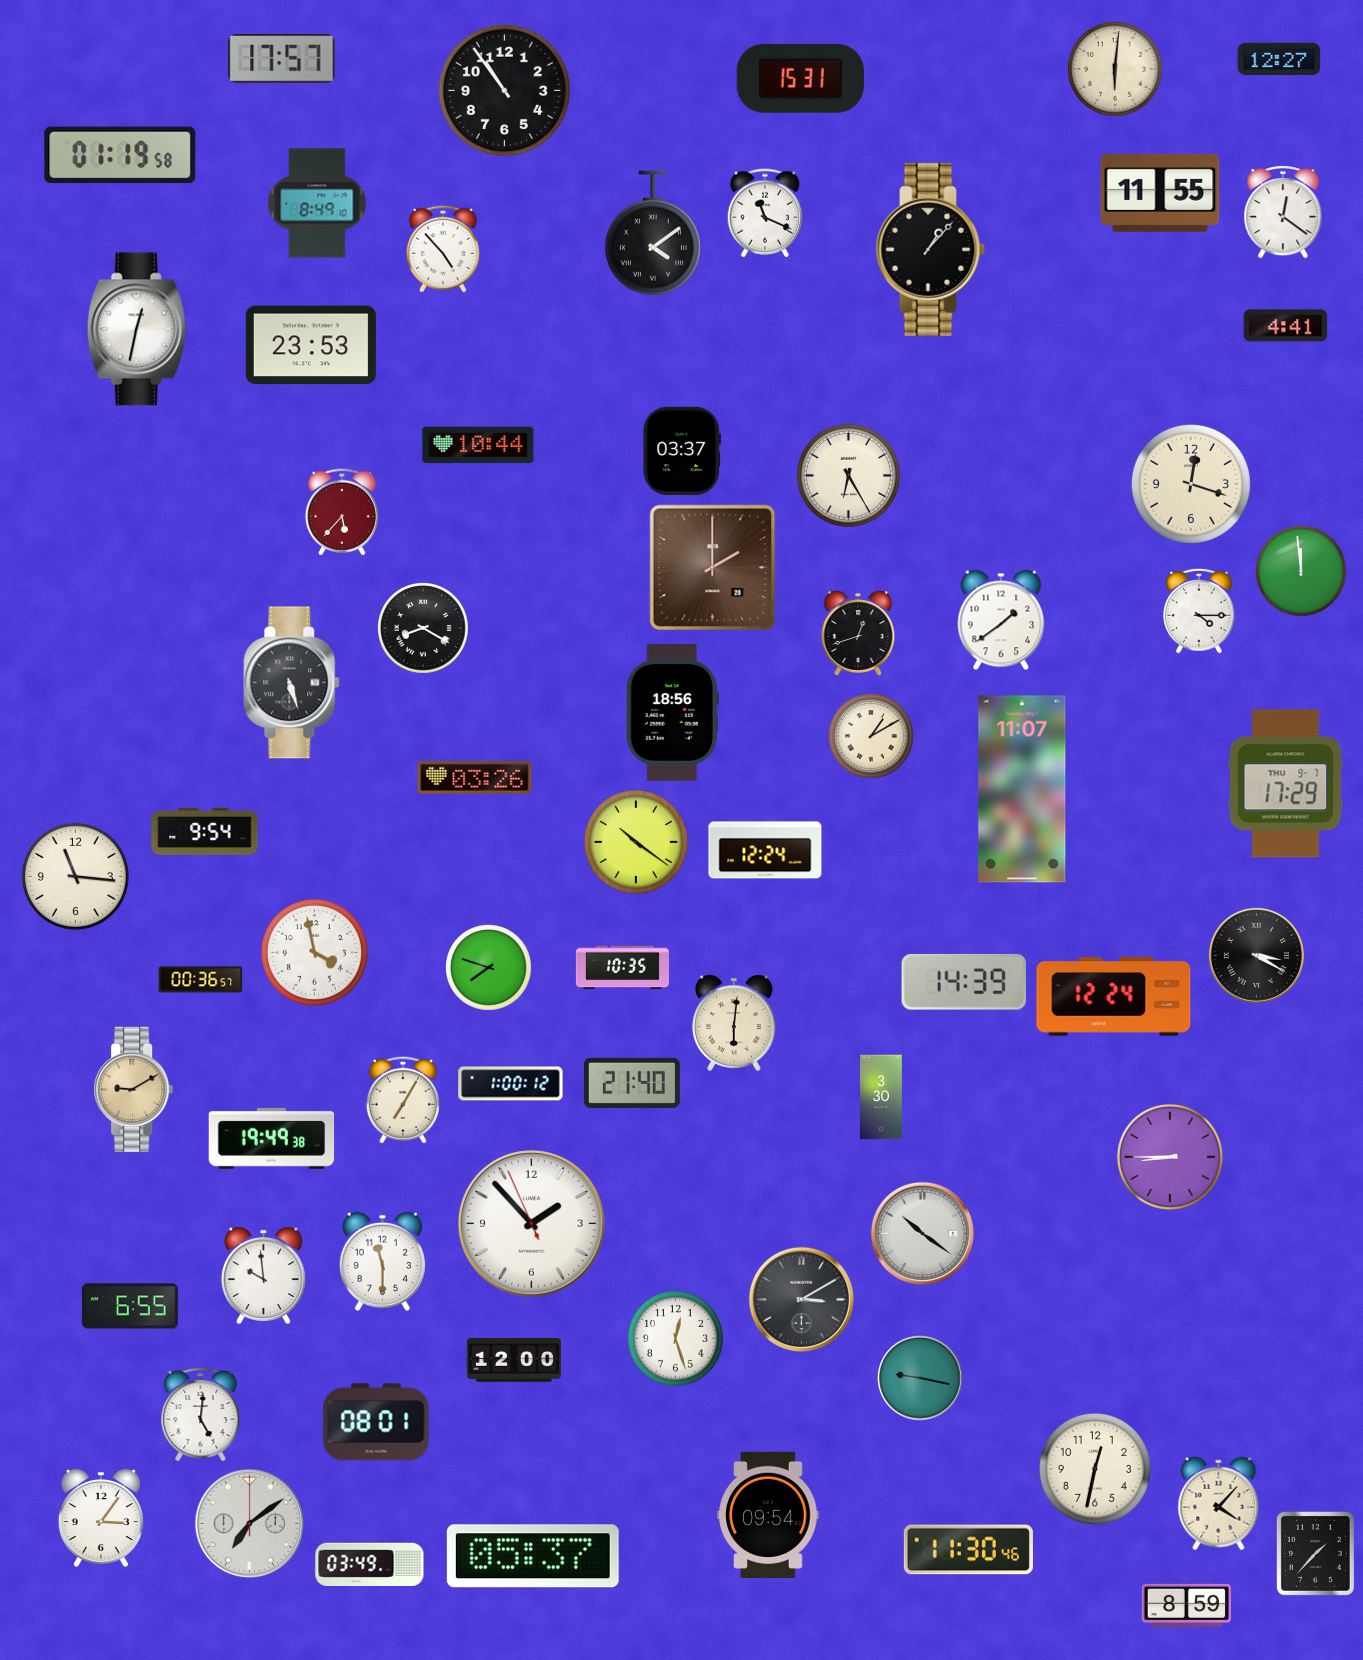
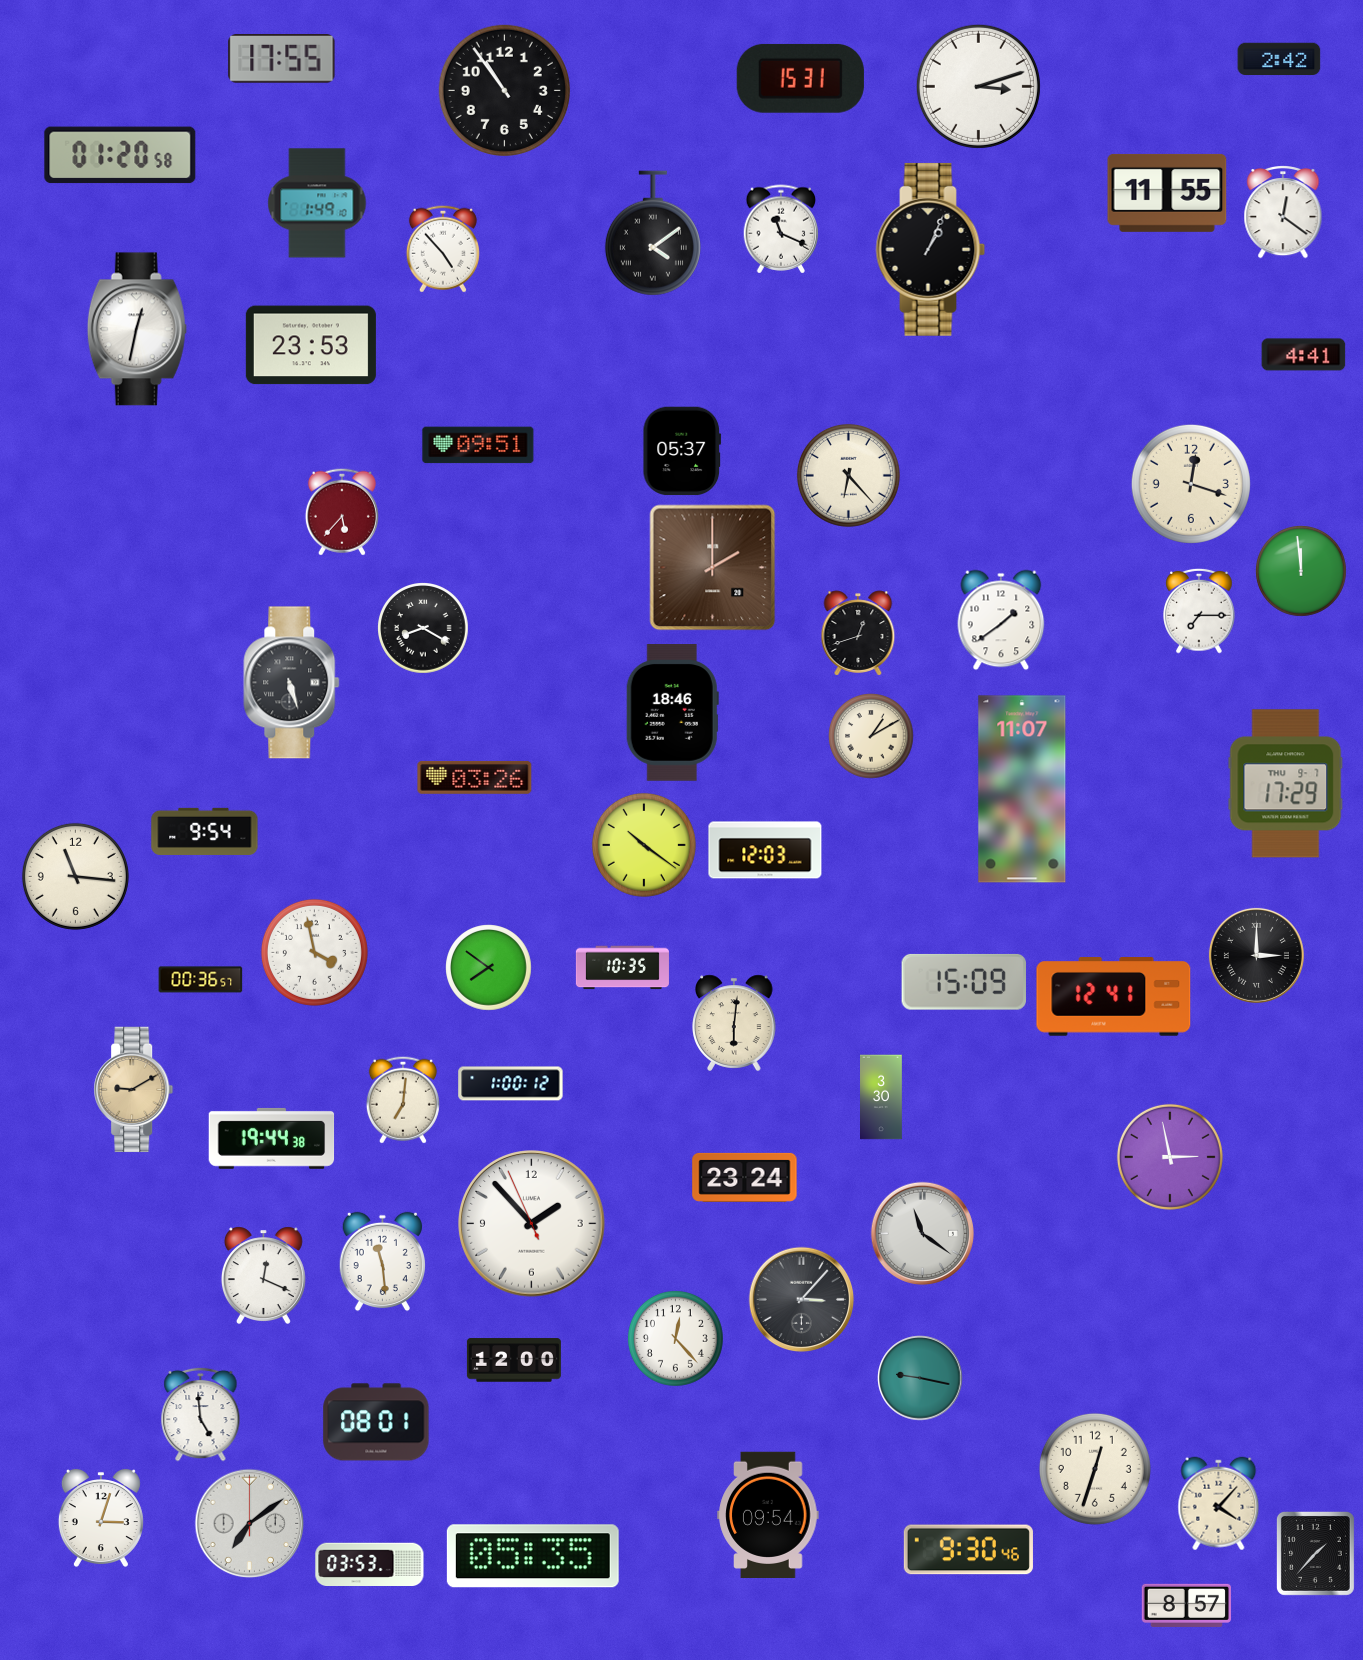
clock at (282, 59): 17:57 -> 17:55
clock at (1279, 59): 12:27 -> 2:42
clock at (1115, 69): 6:01 -> none
clock at (978, 86): none -> 3:12
clock at (120, 155): 01:19 -> 01:20
clock at (1160, 193) position: (1160, 193) -> (1167, 193)
clock at (317, 203): 8:49 -> 1:49
clock at (765, 213) position: (765, 213) -> (781, 229)
clock at (931, 249): 1:07 -> 1:04
clock at (1286, 326) position: (1286, 326) -> (1304, 355)
clock at (478, 445): 10:44 -> 09:51
clock at (682, 451): 03:37 -> 05:37
clock at (848, 475): 6:25 -> 6:23
clock at (1199, 611): 4:15 -> 7:15
clock at (672, 713): 18:56 -> 18:46
clock at (636, 842) position: (636, 842) -> (644, 845)
clock at (765, 850): 12:24 -> 12:03
clock at (1256, 955): 3:20 -> 3:00
clock at (489, 968): 7:48 -> 7:51
clock at (964, 982): 14:39 -> 15:09
clock at (1114, 997): 12:24 -> 12:41
clock at (632, 1083): 21:40 -> none
clock at (403, 1100): 7:05 -> 7:01
clock at (272, 1138): 19:49 -> 19:44
clock at (1170, 1157): 8:45 -> 2:58
clock at (745, 1177): none -> 23:24
clock at (922, 1233): 10:21 -> 11:21
clock at (382, 1262): 11:30 -> 11:29
clock at (263, 1275): 9:59 -> 12:19
clock at (802, 1300): 3:10 -> 3:07
clock at (130, 1306): 6:55 -> none
clock at (675, 1338): 12:27 -> 12:23
clock at (201, 1414): 5:01 -> 4:59
clock at (1095, 1469): 12:32 -> 12:33
clock at (101, 1518): 3:06 -> 3:03
clock at (968, 1550): 11:30 -> 9:30
clock at (533, 1556): 05:37 -> 05:35
clock at (370, 1564): 03:49 -> 03:53
clock at (1186, 1605): 8:59 -> 8:57
